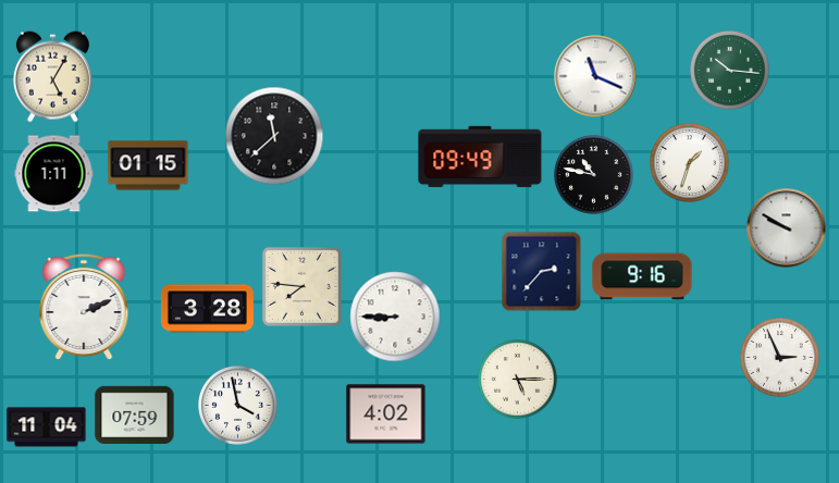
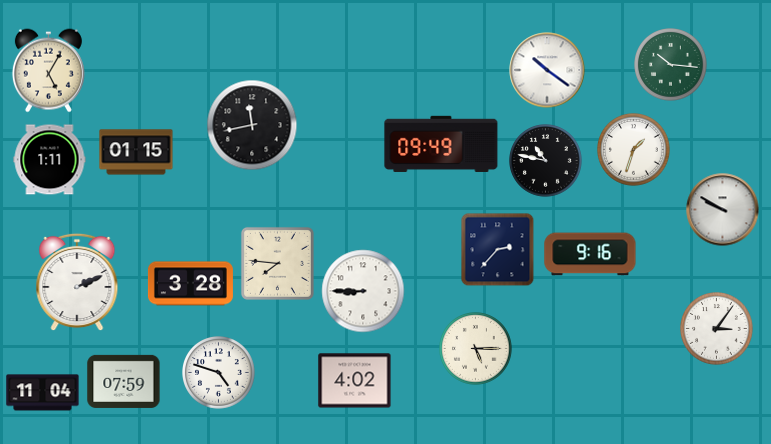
clock at (595, 76): 11:19 -> 10:21
clock at (274, 136): 11:38 -> 11:43
clock at (780, 358): 2:56 -> 3:06
clock at (238, 406): 3:58 -> 4:48
